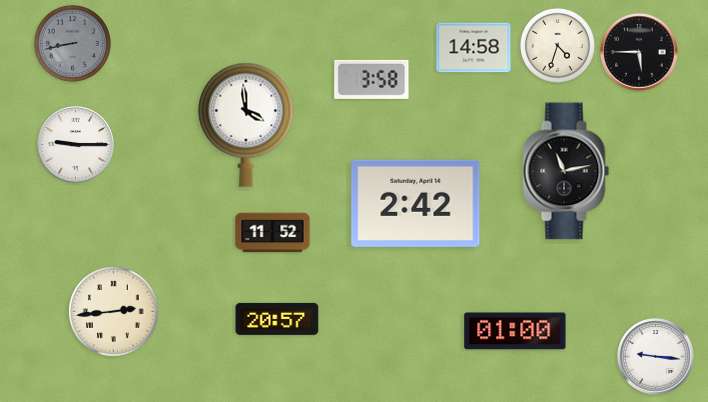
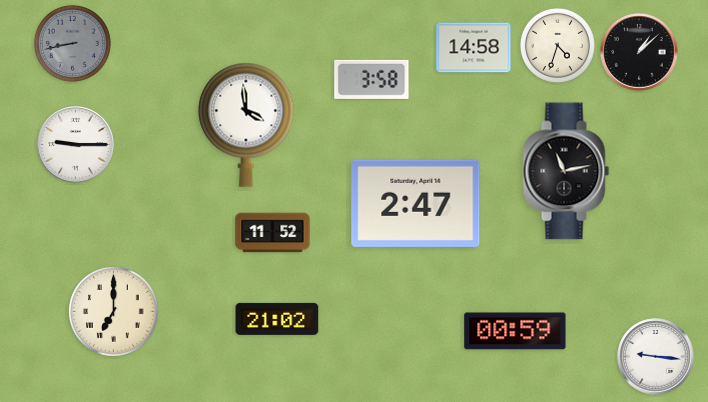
clock at (639, 52): 5:45 -> 1:08
clock at (416, 203): 2:42 -> 2:47
clock at (114, 312): 2:44 -> 7:00
clock at (277, 319): 20:57 -> 21:02
clock at (515, 331): 01:00 -> 00:59
